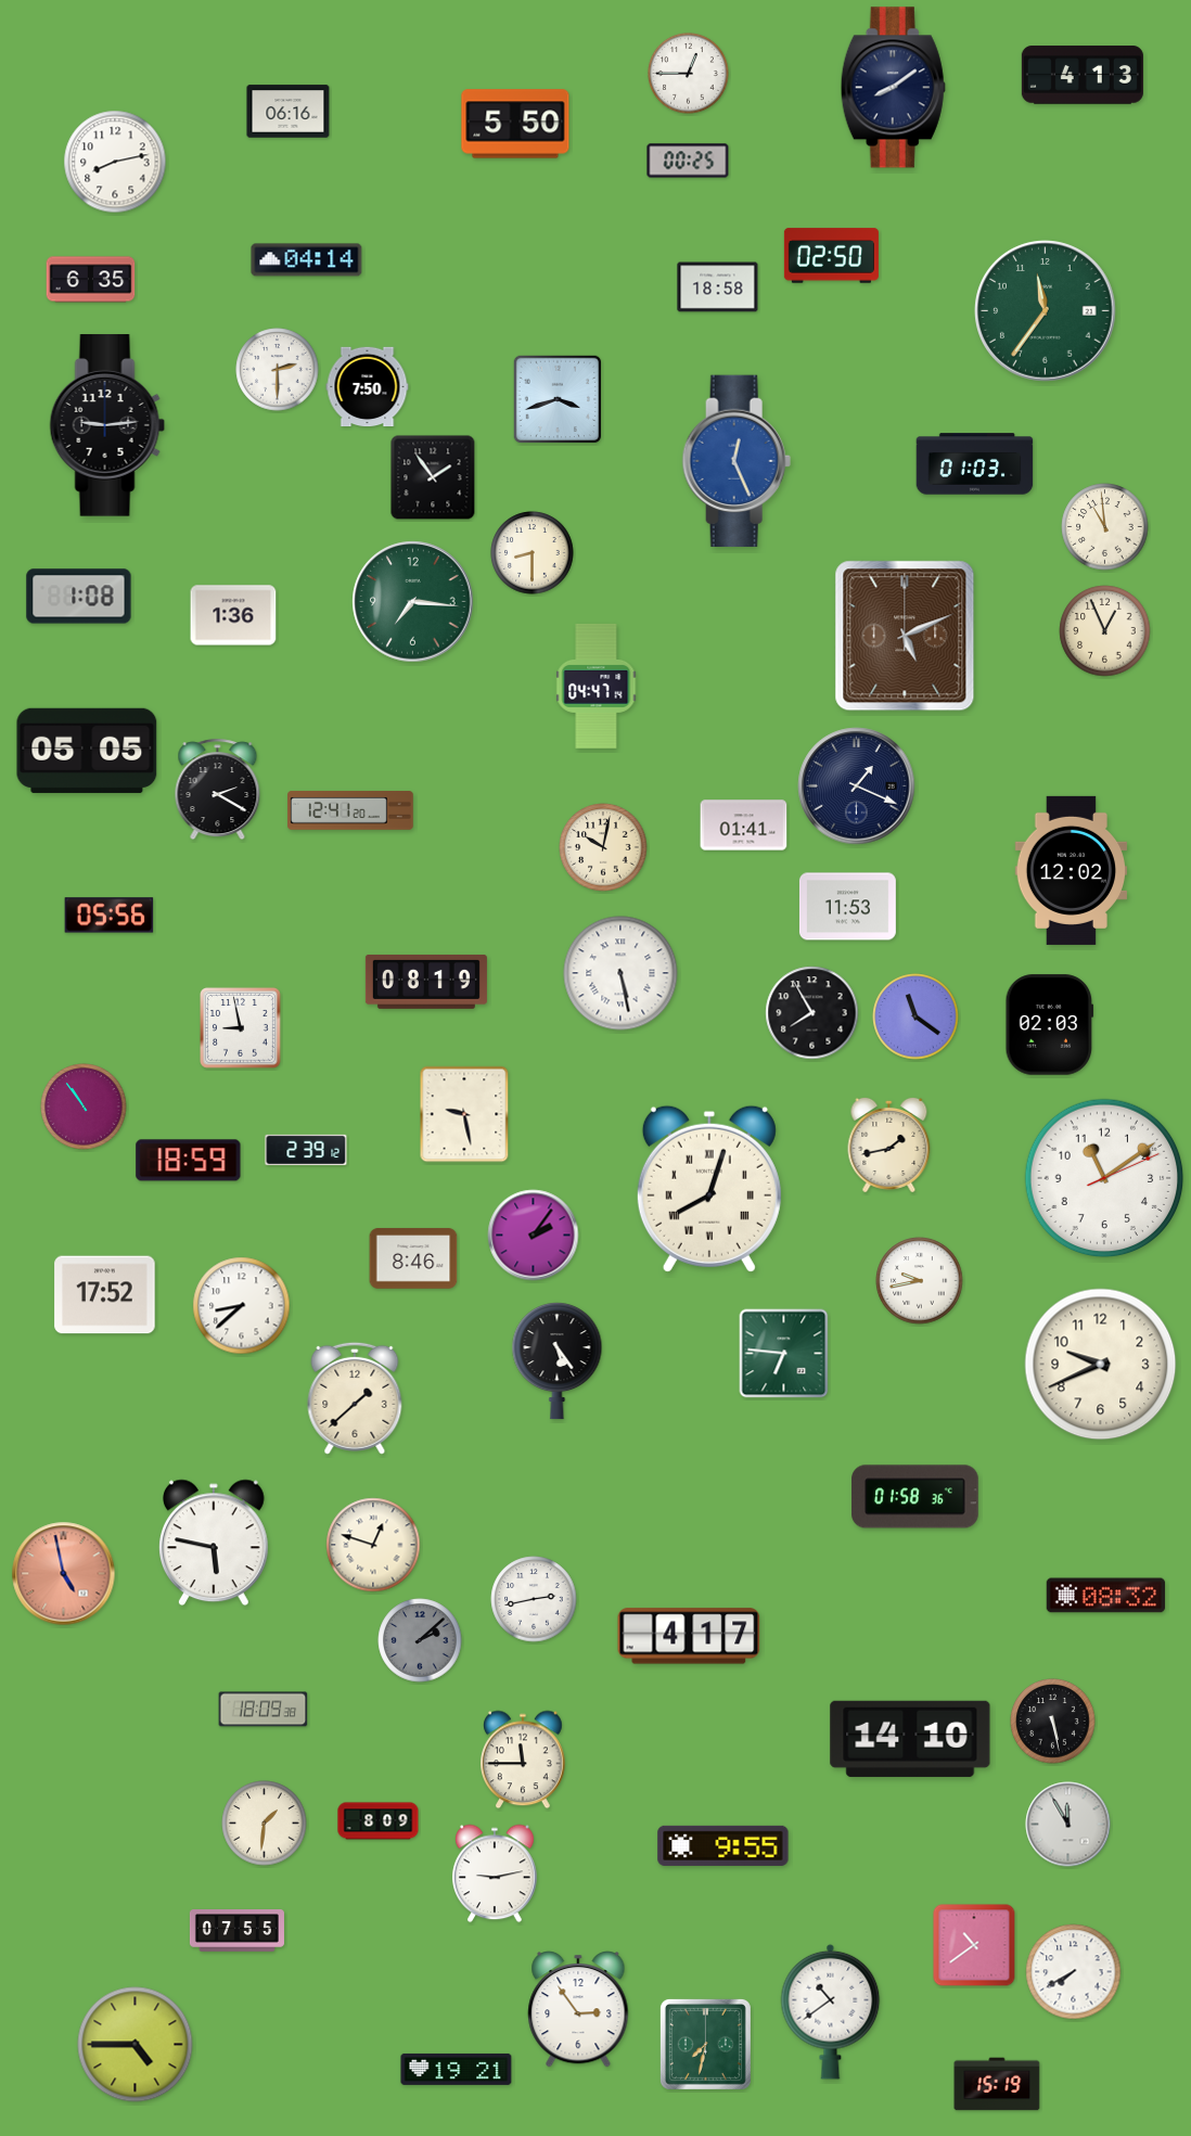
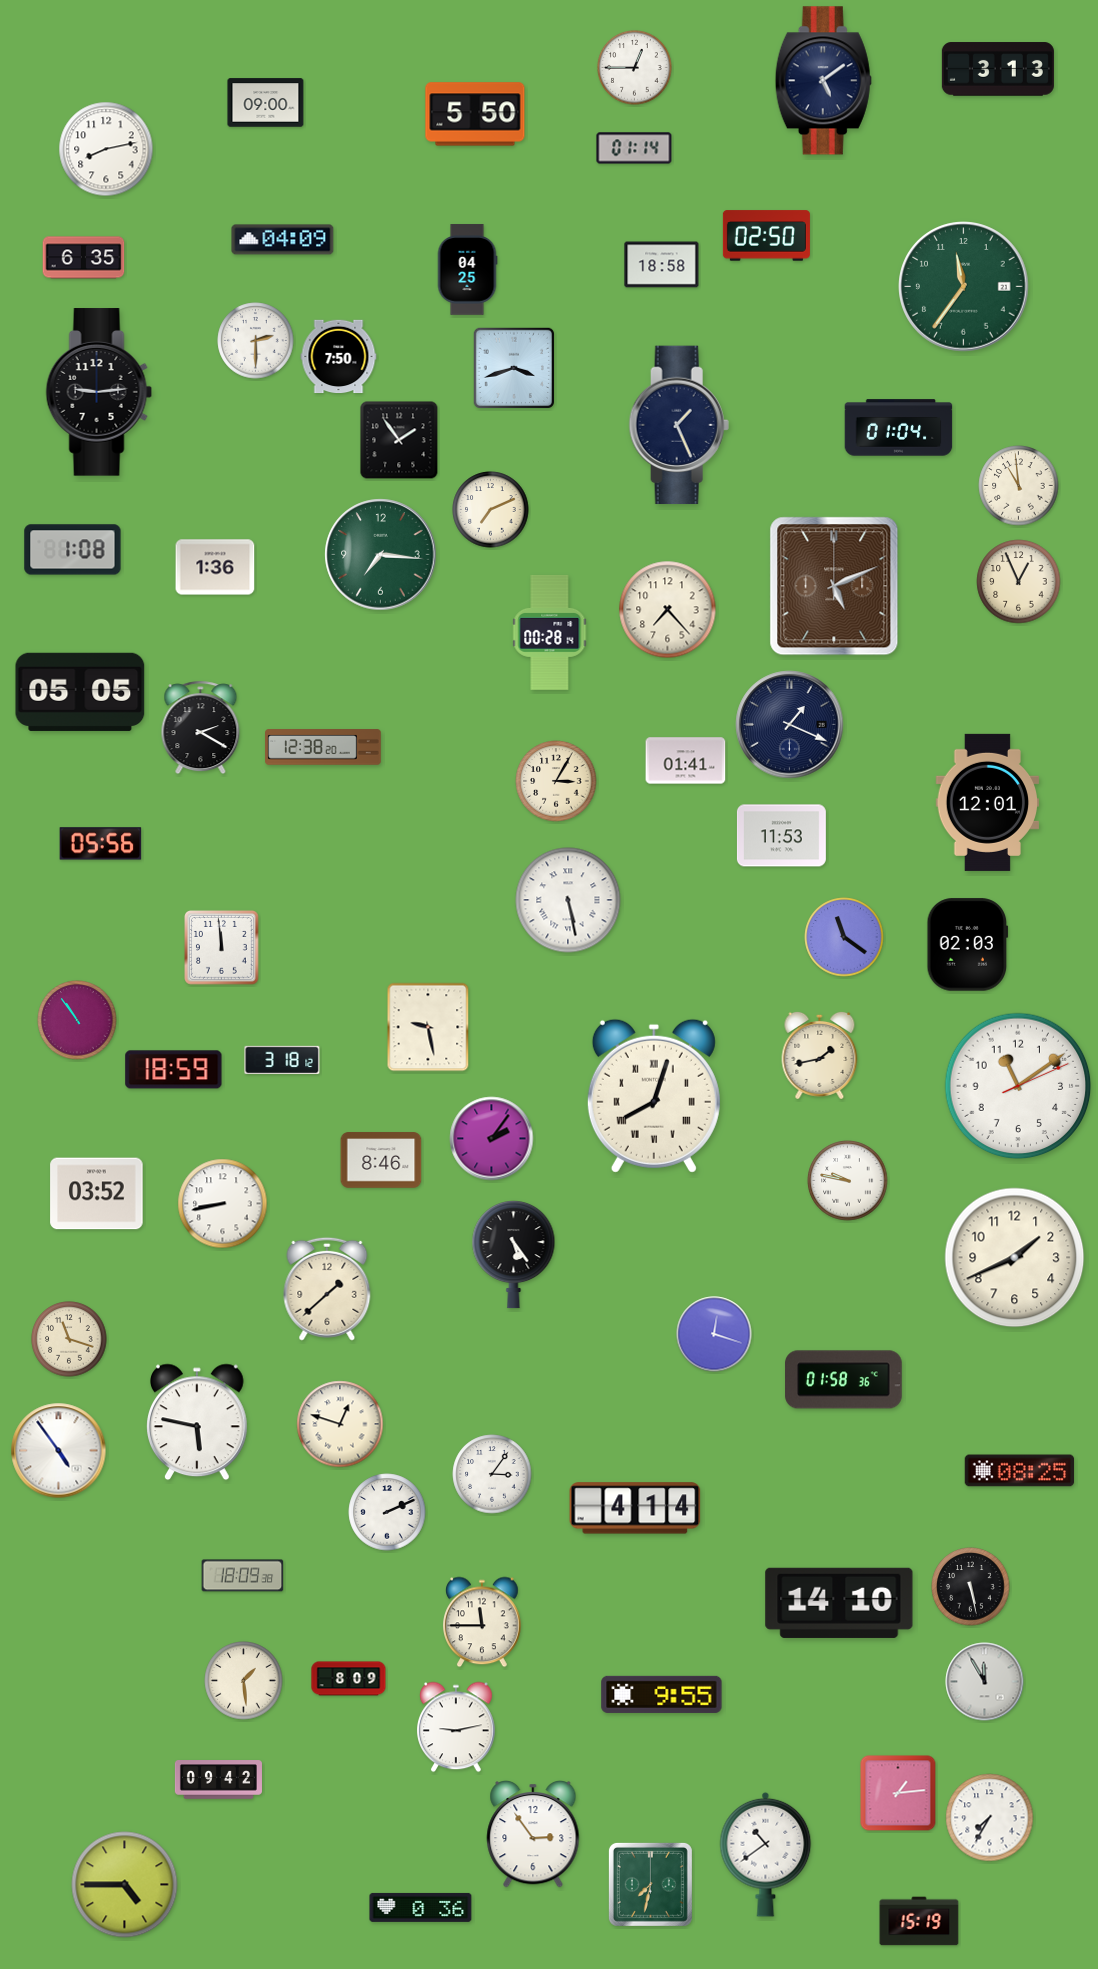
clock at (1083, 75): 4:13 -> 3:13
clock at (893, 88): 8:09 -> 5:09
clock at (289, 112): 06:16 -> 09:00
clock at (688, 161): 00:25 -> 01:14
clock at (307, 260): 04:14 -> 04:09
clock at (467, 270): none -> 04:25
clock at (737, 461): 12:26 -> 1:26
clock at (737, 461) dial: blue -> navy
clock at (975, 464): 01:03 -> 01:04
clock at (533, 553): 8:30 -> 7:11
clock at (668, 610): none -> 7:23
clock at (597, 687): 04:47 -> 00:28
clock at (350, 810): 12:41 -> 12:38
clock at (603, 847): 10:02 -> 3:05
clock at (1072, 870): 12:02 -> 12:01
clock at (620, 973) position: (620, 973) -> (568, 900)
clock at (426, 982): 08:19 -> none
clock at (812, 1013): 7:55 -> none
clock at (241, 1028): 8:58 -> 11:59
clock at (306, 1150): 2:39 -> 3:18
clock at (920, 1281): 9:43 -> 9:47
clock at (105, 1295): 17:52 -> 03:52
clock at (242, 1306): 8:38 -> 8:43
clock at (784, 1354): 6:46 -> none
clock at (1101, 1365): 9:41 -> 1:41
clock at (714, 1334): none -> 12:18
clock at (69, 1339): none -> 11:18
clock at (373, 1545) position: (373, 1545) -> (340, 1424)
clock at (64, 1574): 4:58 -> 4:54
clock at (64, 1574) dial: salmon -> white
clock at (1106, 1596): 08:32 -> 08:25
clock at (534, 1599): 2:43 -> 3:06
clock at (689, 1636): 4:17 -> 4:14
clock at (420, 1640): 2:08 -> 2:11
clock at (420, 1640) dial: grey -> white
clock at (265, 1824): 1:31 -> 1:29
clock at (723, 1845) position: (723, 1845) -> (662, 1694)
clock at (236, 1931): 07:55 -> 09:42
clock at (974, 1945): 10:39 -> 1:14
clock at (1074, 1972): 7:40 -> 7:35
clock at (578, 2009) position: (578, 2009) -> (533, 1834)
clock at (457, 2069): 19:21 -> 0:36
